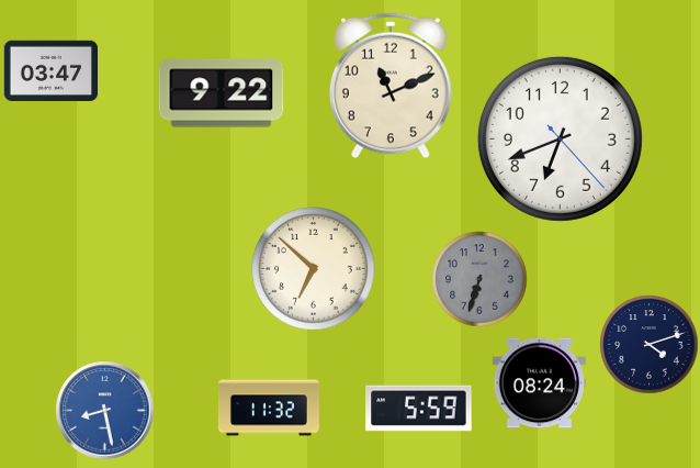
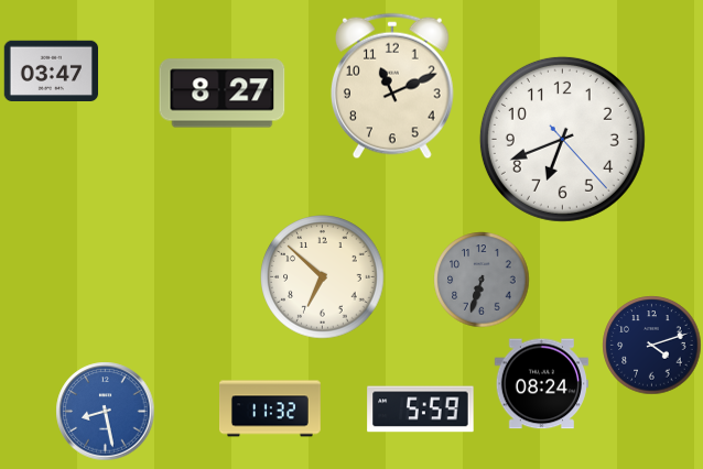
clock at (222, 93): 9:22 -> 8:27
clock at (314, 269) position: (314, 269) -> (323, 277)
